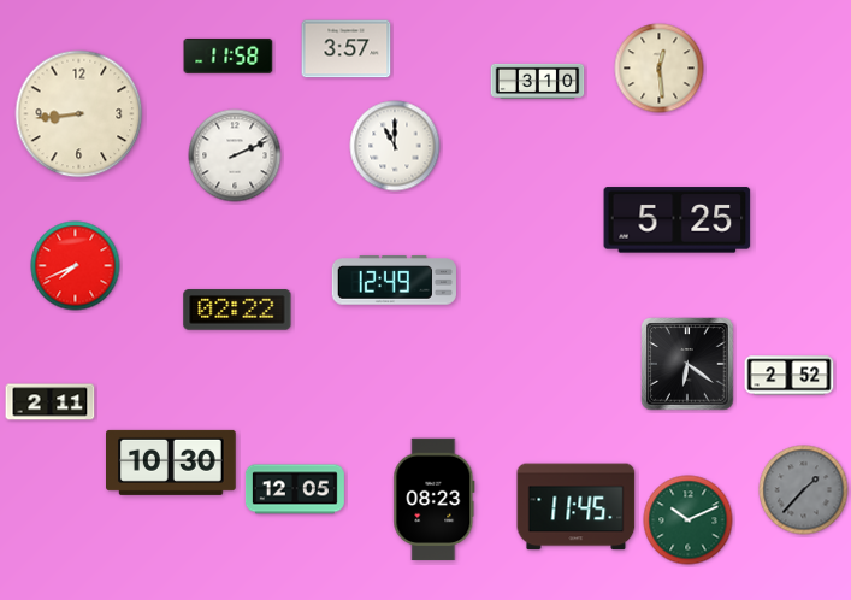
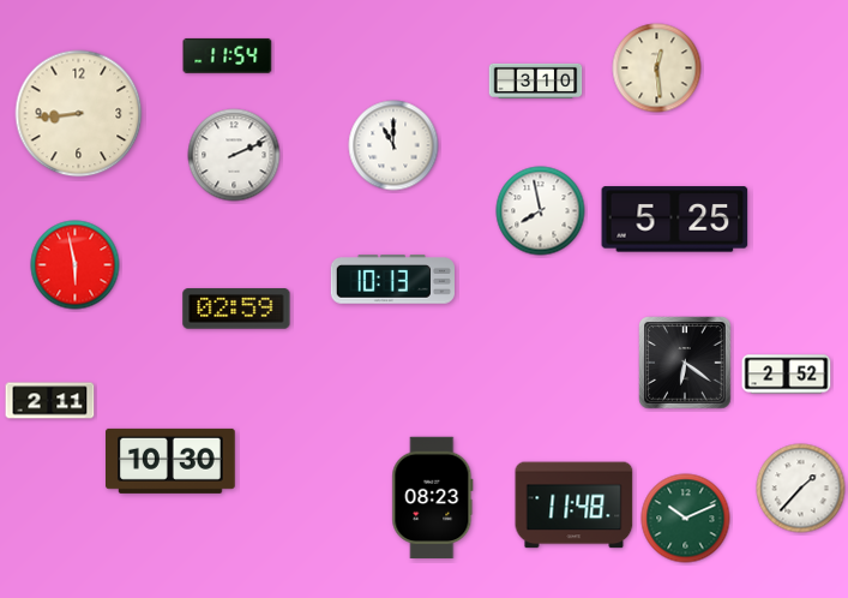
clock at (347, 49): 3:57 -> none
clock at (229, 55): 11:58 -> 11:54
clock at (541, 211): none -> 7:58
clock at (76, 266): 7:41 -> 5:58
clock at (394, 281): 12:49 -> 10:13
clock at (237, 310): 02:22 -> 02:59
clock at (295, 489): 12:05 -> none
clock at (804, 490) dial: grey -> white
clock at (577, 507): 11:45 -> 11:48
